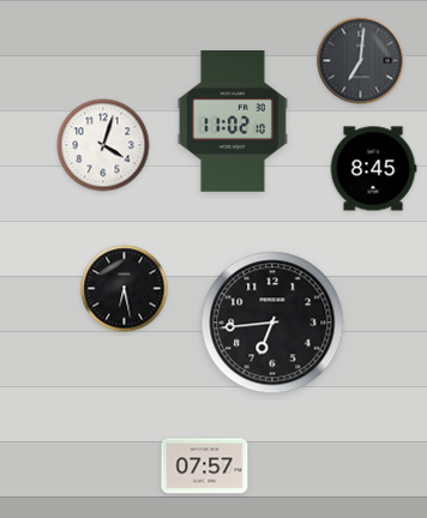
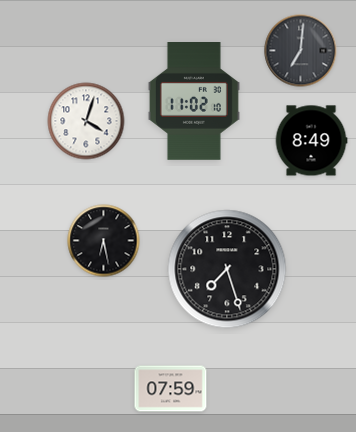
clock at (373, 169): 8:45 -> 8:49
clock at (272, 323): 6:44 -> 7:27
clock at (205, 466): 07:57 -> 07:59
